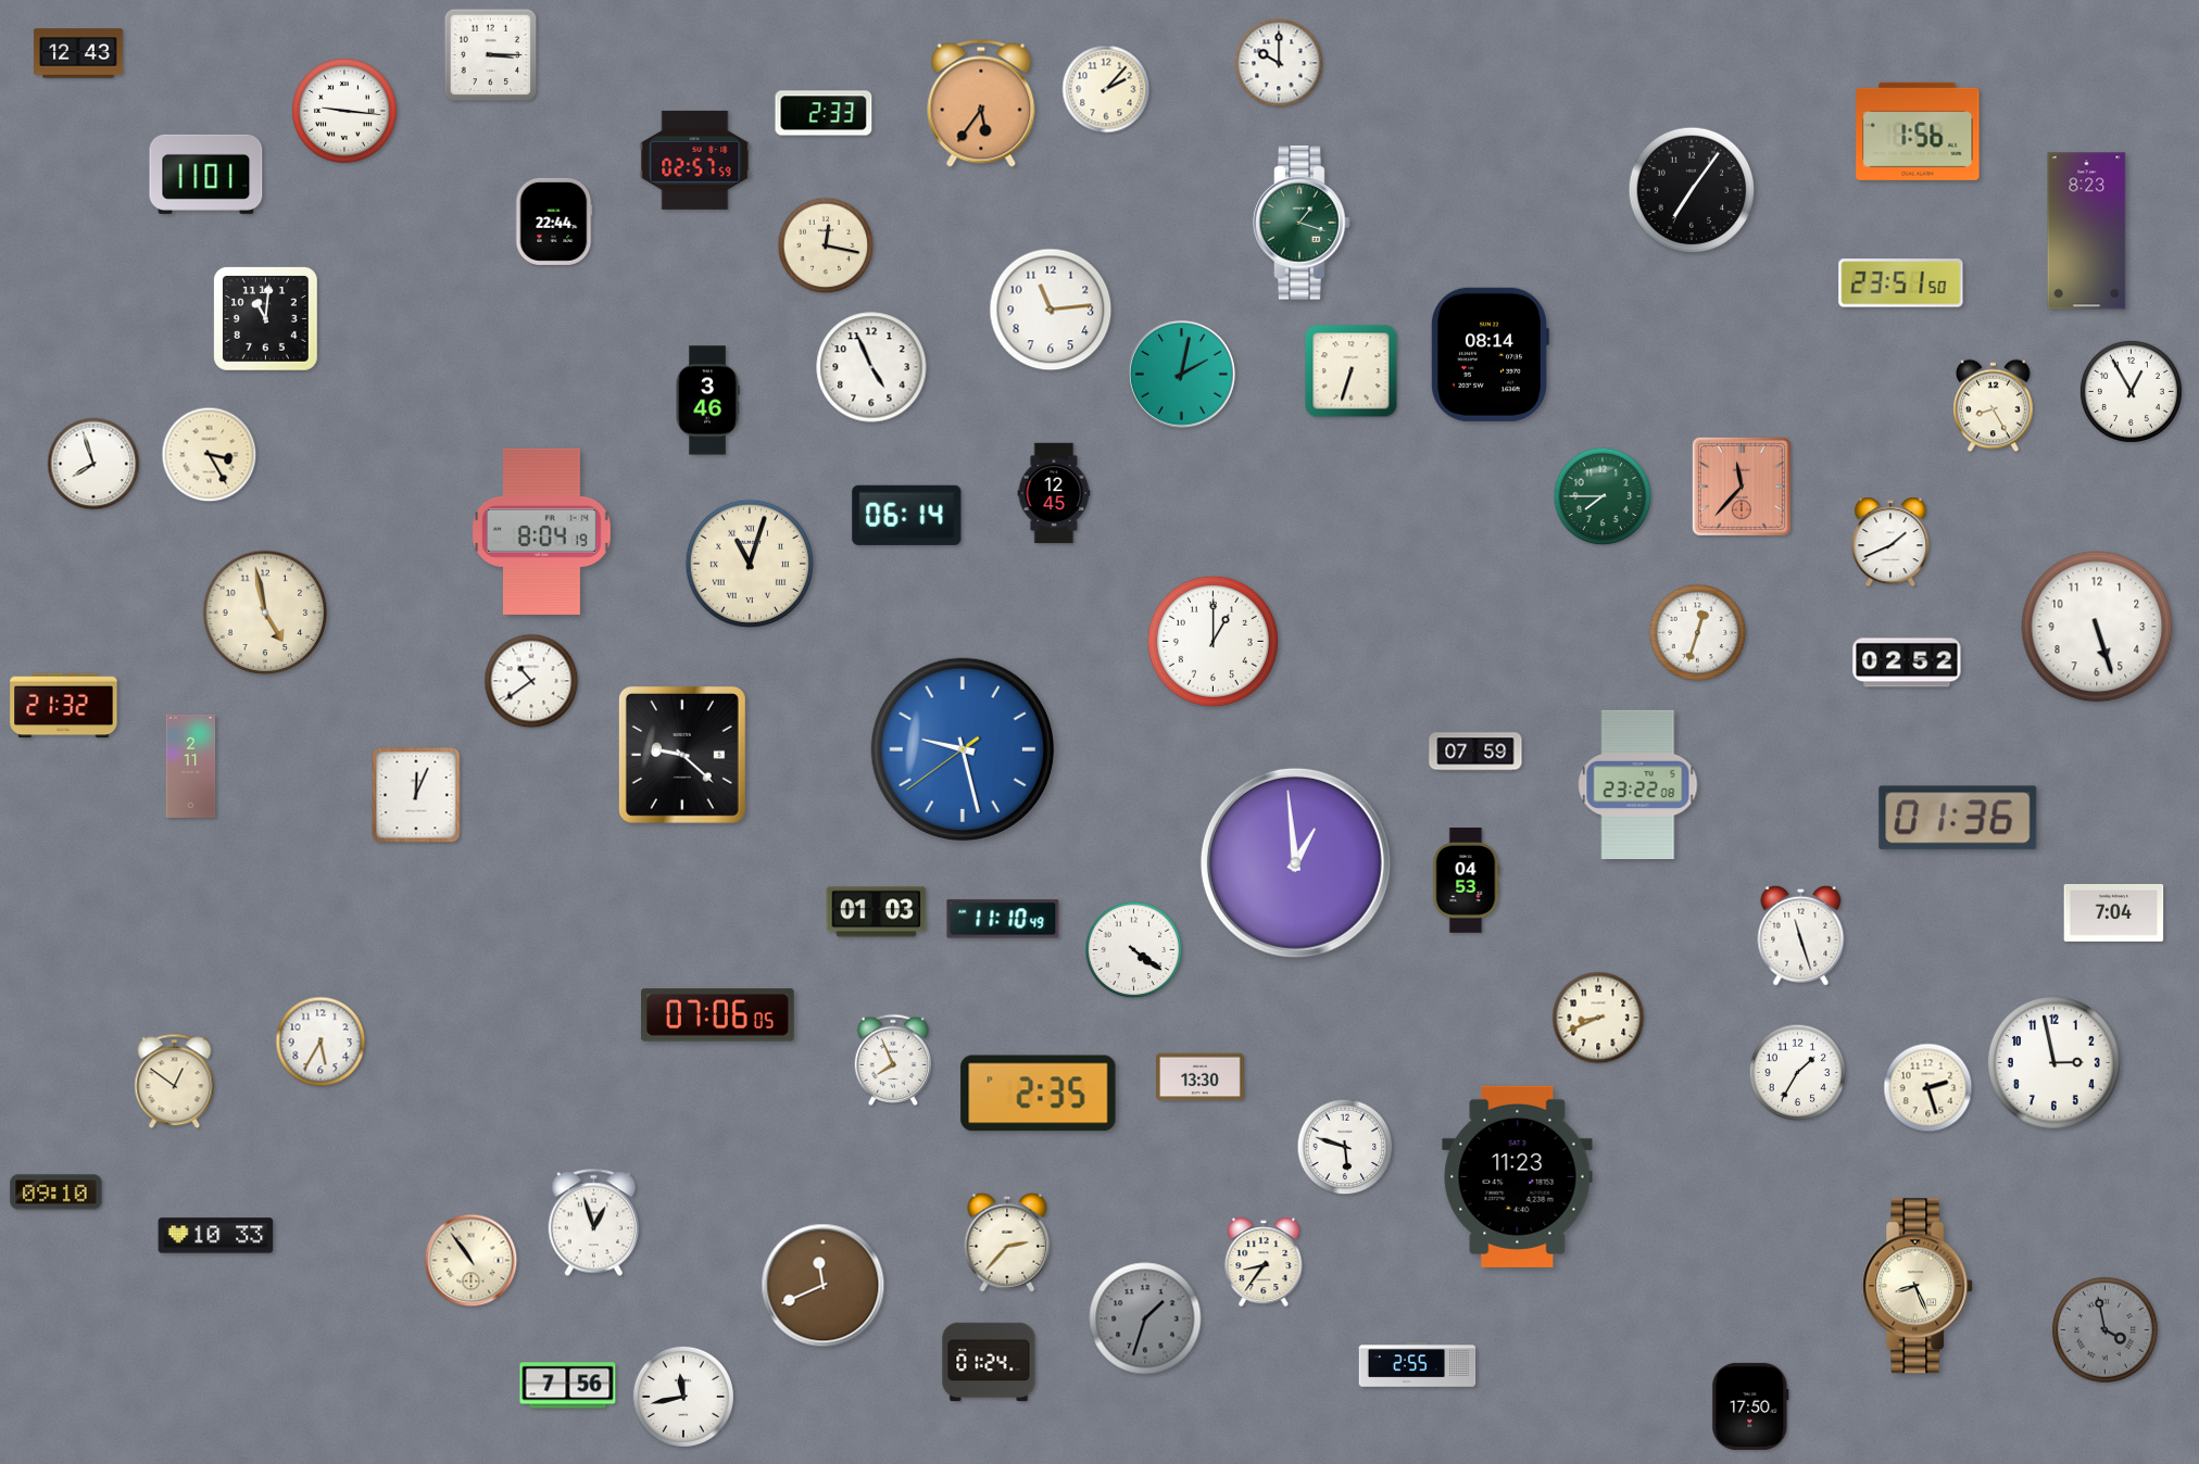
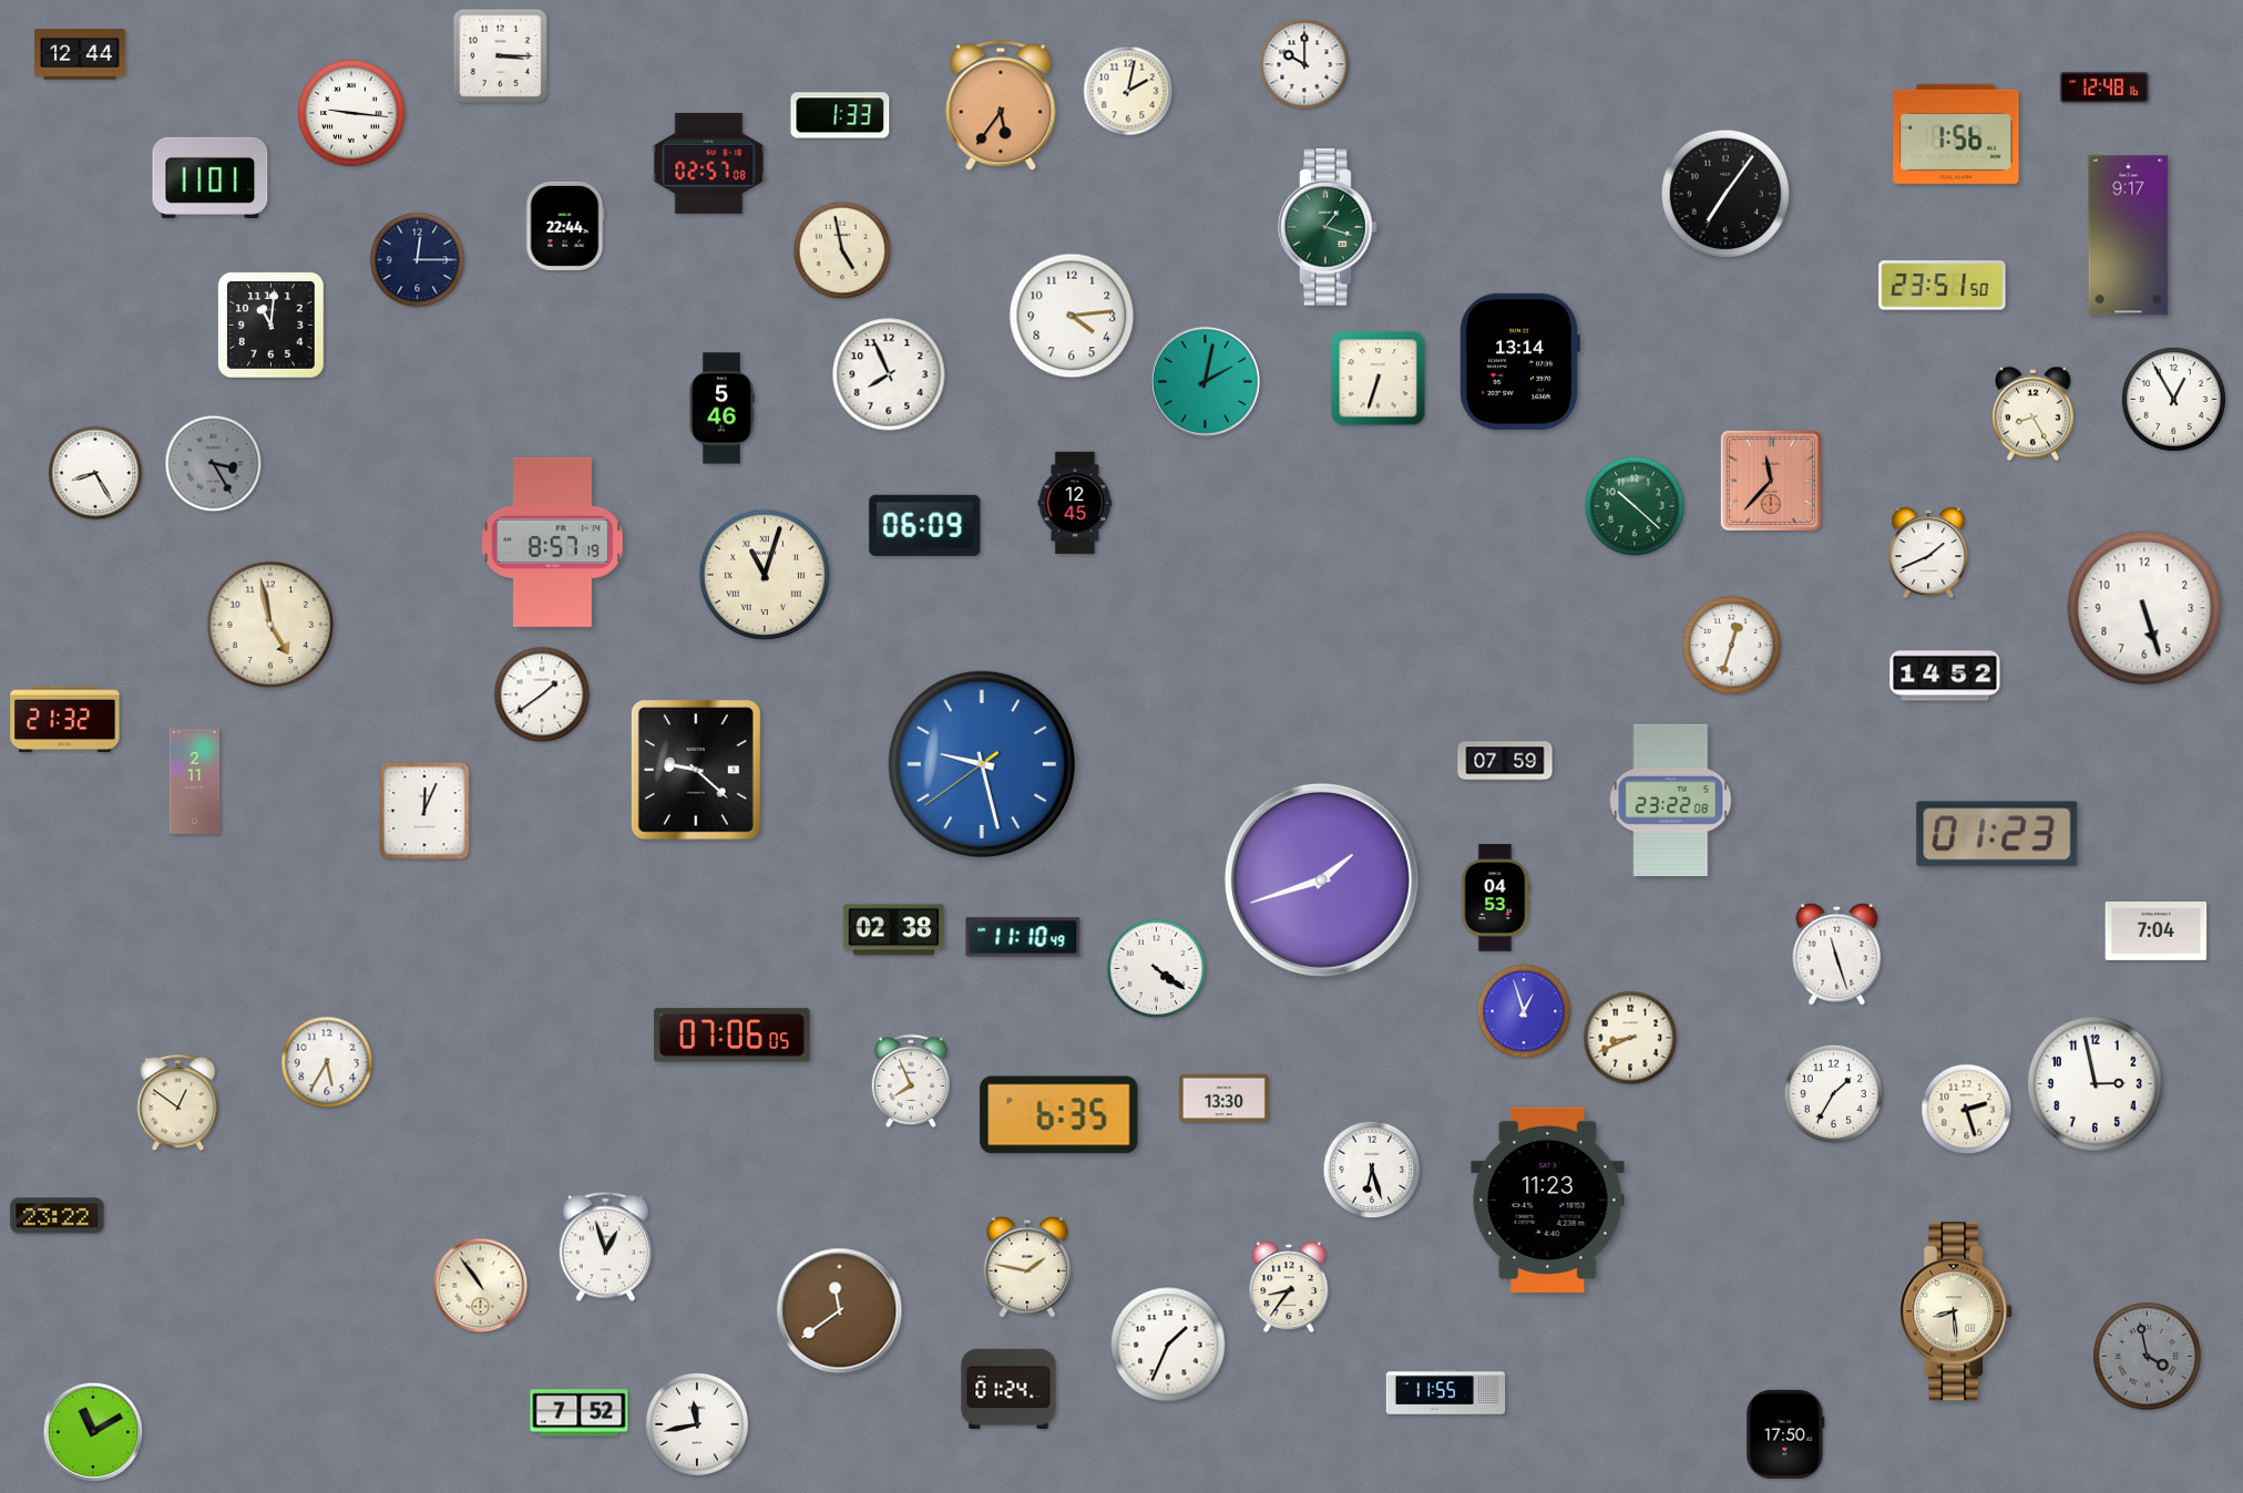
clock at (78, 53): 12:43 -> 12:44
clock at (2104, 87): none -> 12:48
clock at (1106, 89): 2:07 -> 2:02
clock at (824, 113): 2:33 -> 1:33
clock at (695, 160): 02:57:59 -> 02:57:08
clock at (2087, 231): 8:23 -> 9:17
clock at (826, 245): 12:17 -> 4:58
clock at (418, 260): none -> 12:15
clock at (1901, 283) position: (1901, 283) -> (1943, 286)
clock at (1051, 310): 11:14 -> 4:14
clock at (1490, 354): 08:14 -> 13:14
clock at (871, 367): 4:56 -> 7:56
clock at (707, 401): 3:46 -> 5:46
clock at (210, 455) dial: cream -> grey
clock at (93, 464): 7:57 -> 8:25
clock at (1742, 487) position: (1742, 487) -> (1771, 481)
clock at (1603, 496): 7:45 -> 10:22
clock at (907, 515): 06:14 -> 06:09
clock at (542, 531): 8:04 -> 8:57
clock at (2097, 627) position: (2097, 627) -> (2144, 608)
clock at (1212, 641): 1:00 -> none
clock at (1907, 662): 02:52 -> 14:52
clock at (531, 681): 10:39 -> 1:39
clock at (1475, 752) position: (1475, 752) -> (1505, 761)
clock at (1958, 818): 01:36 -> 01:23
clock at (1295, 862): 12:59 -> 1:42
clock at (877, 912): 01:03 -> 02:38
clock at (1524, 1011): none -> 12:57
clock at (1039, 1094): 2:35 -> 6:35
clock at (1345, 1147): 5:48 -> 6:27
clock at (56, 1192): 09:10 -> 23:22
clock at (216, 1236): 10:33 -> none
clock at (1007, 1242): 2:37 -> 1:47
clock at (824, 1286): 11:41 -> 11:39
clock at (1919, 1286): 8:26 -> 8:29
clock at (1145, 1318): 1:33 -> 1:34
clock at (1145, 1318) dial: grey -> white
clock at (1418, 1365): 2:55 -> 11:55
clock at (568, 1386): 7:56 -> 7:52
clock at (93, 1432): none -> 11:10
